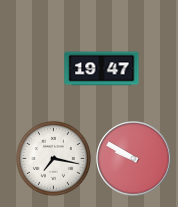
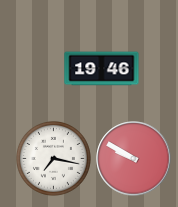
clock at (102, 69): 19:47 -> 19:46
